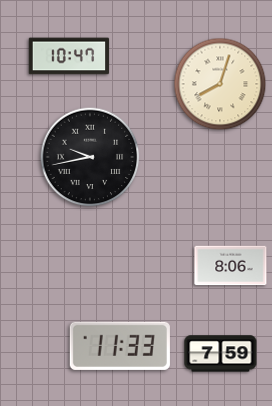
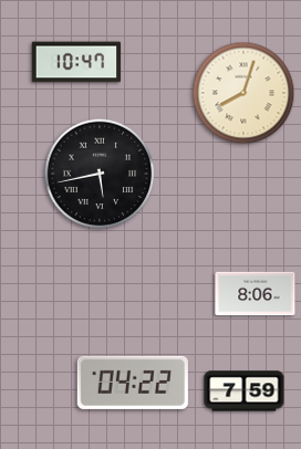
clock at (90, 157): 9:43 -> 5:43
clock at (120, 346): 11:33 -> 04:22
